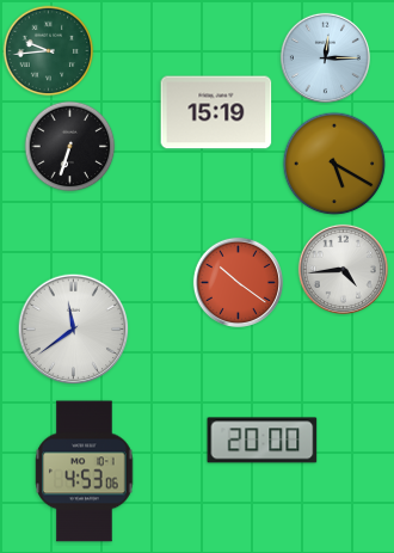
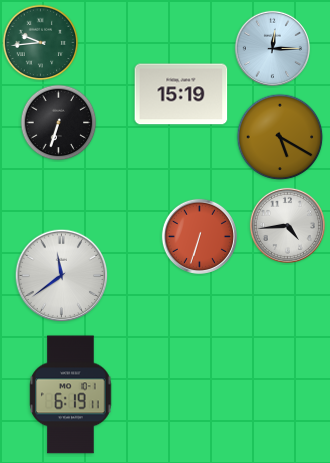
clock at (238, 282): 10:21 -> 6:33
clock at (263, 441): 20:00 -> none
clock at (85, 472): 4:53 -> 6:19
